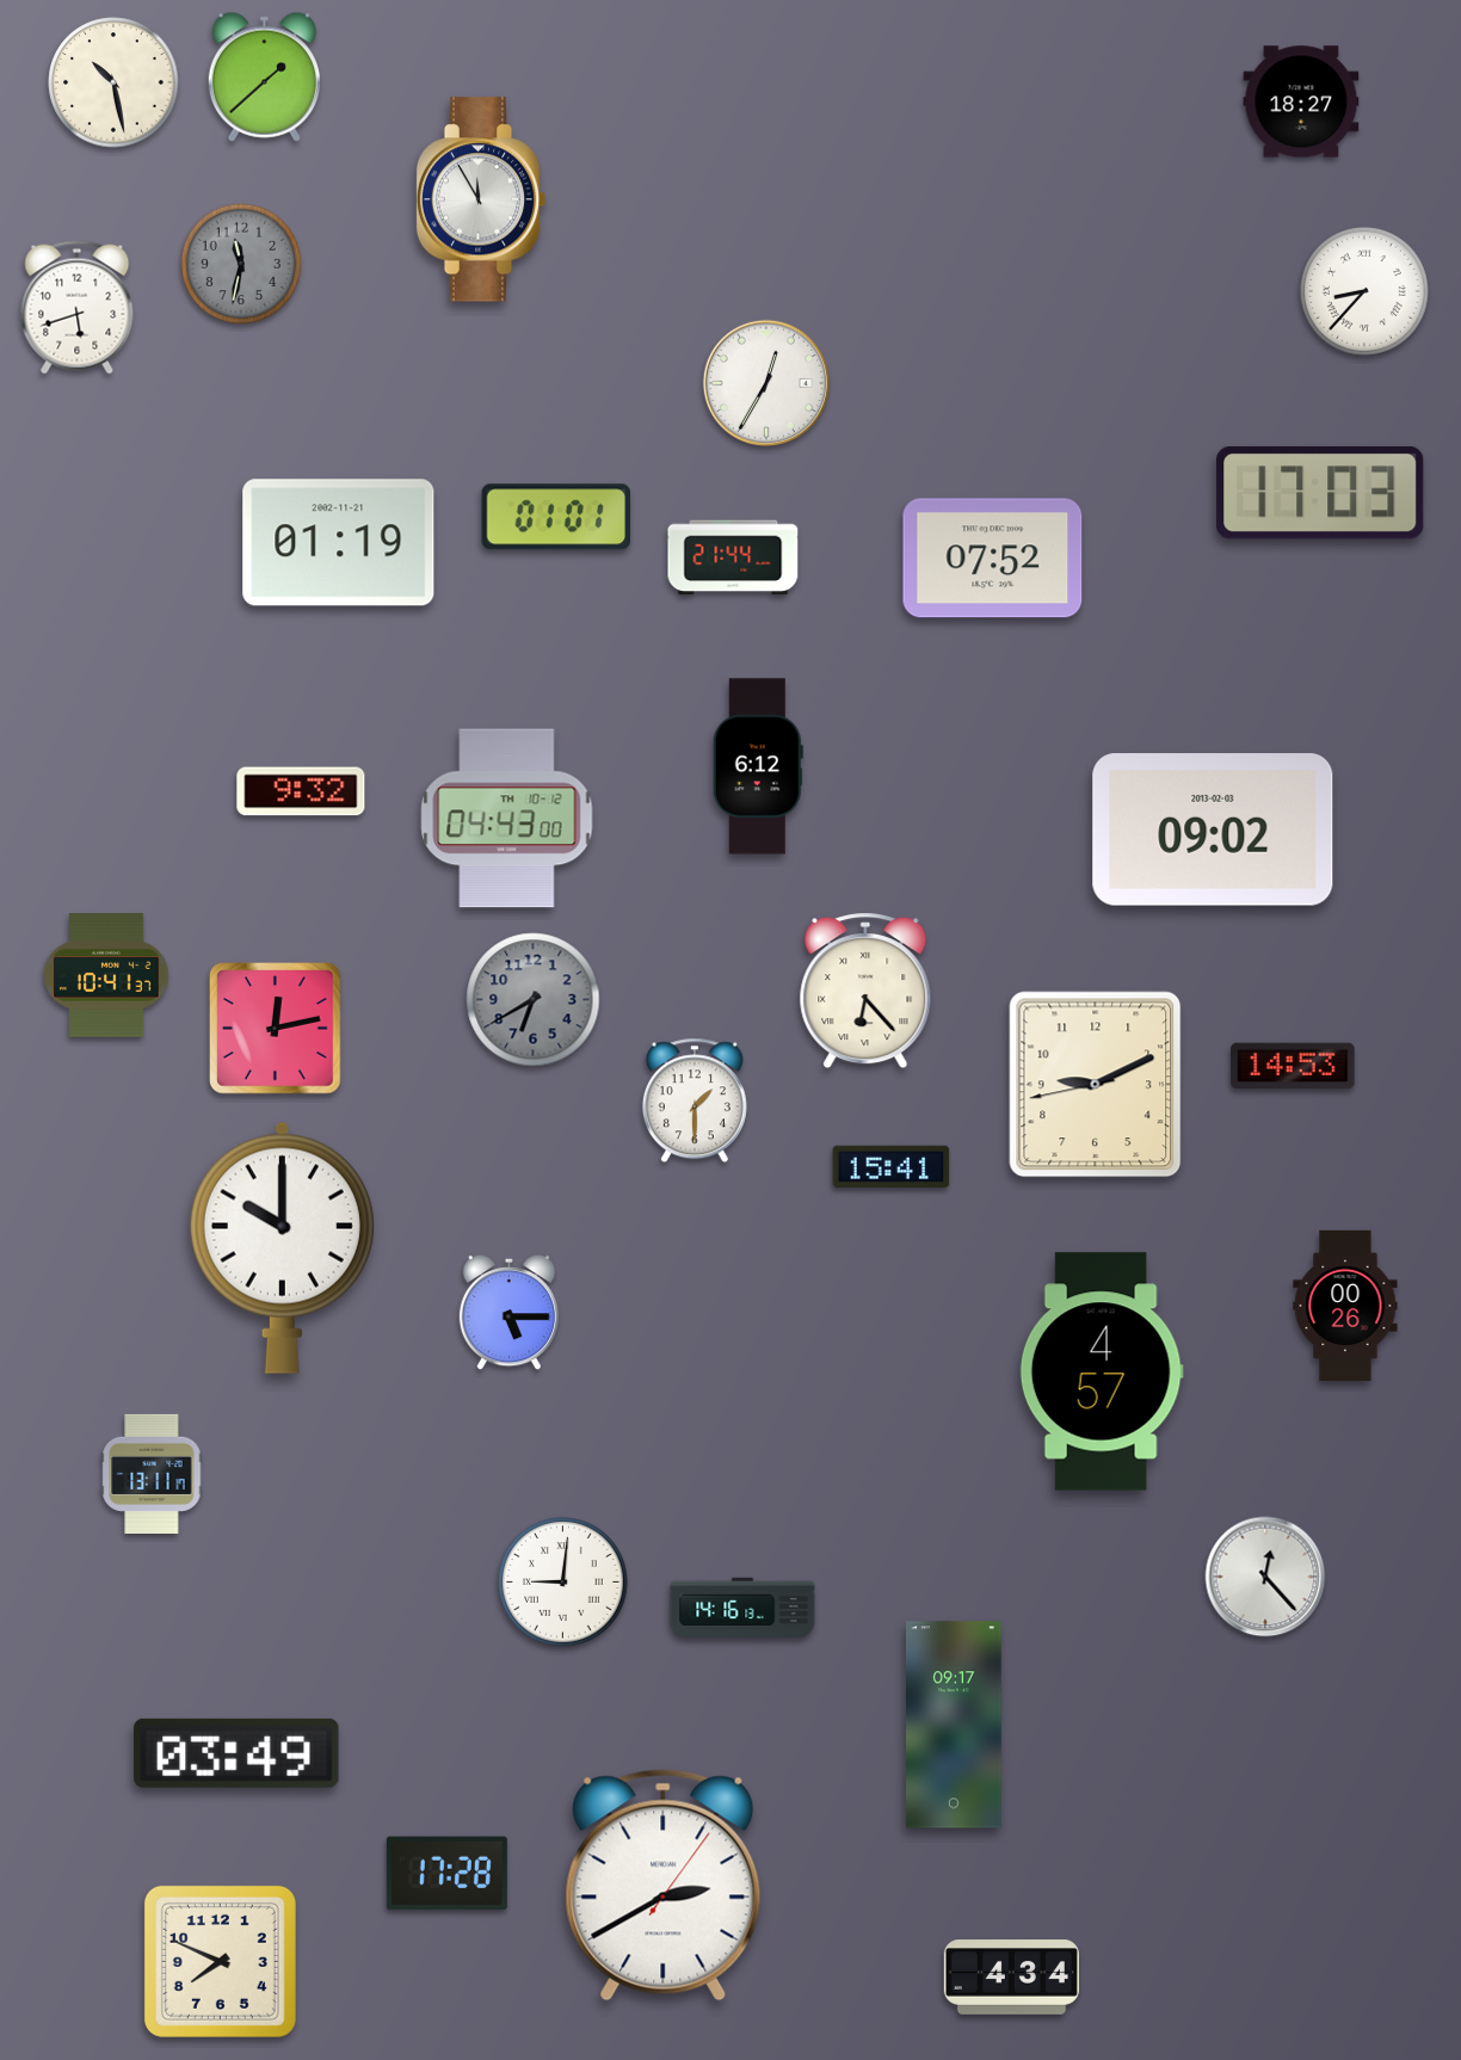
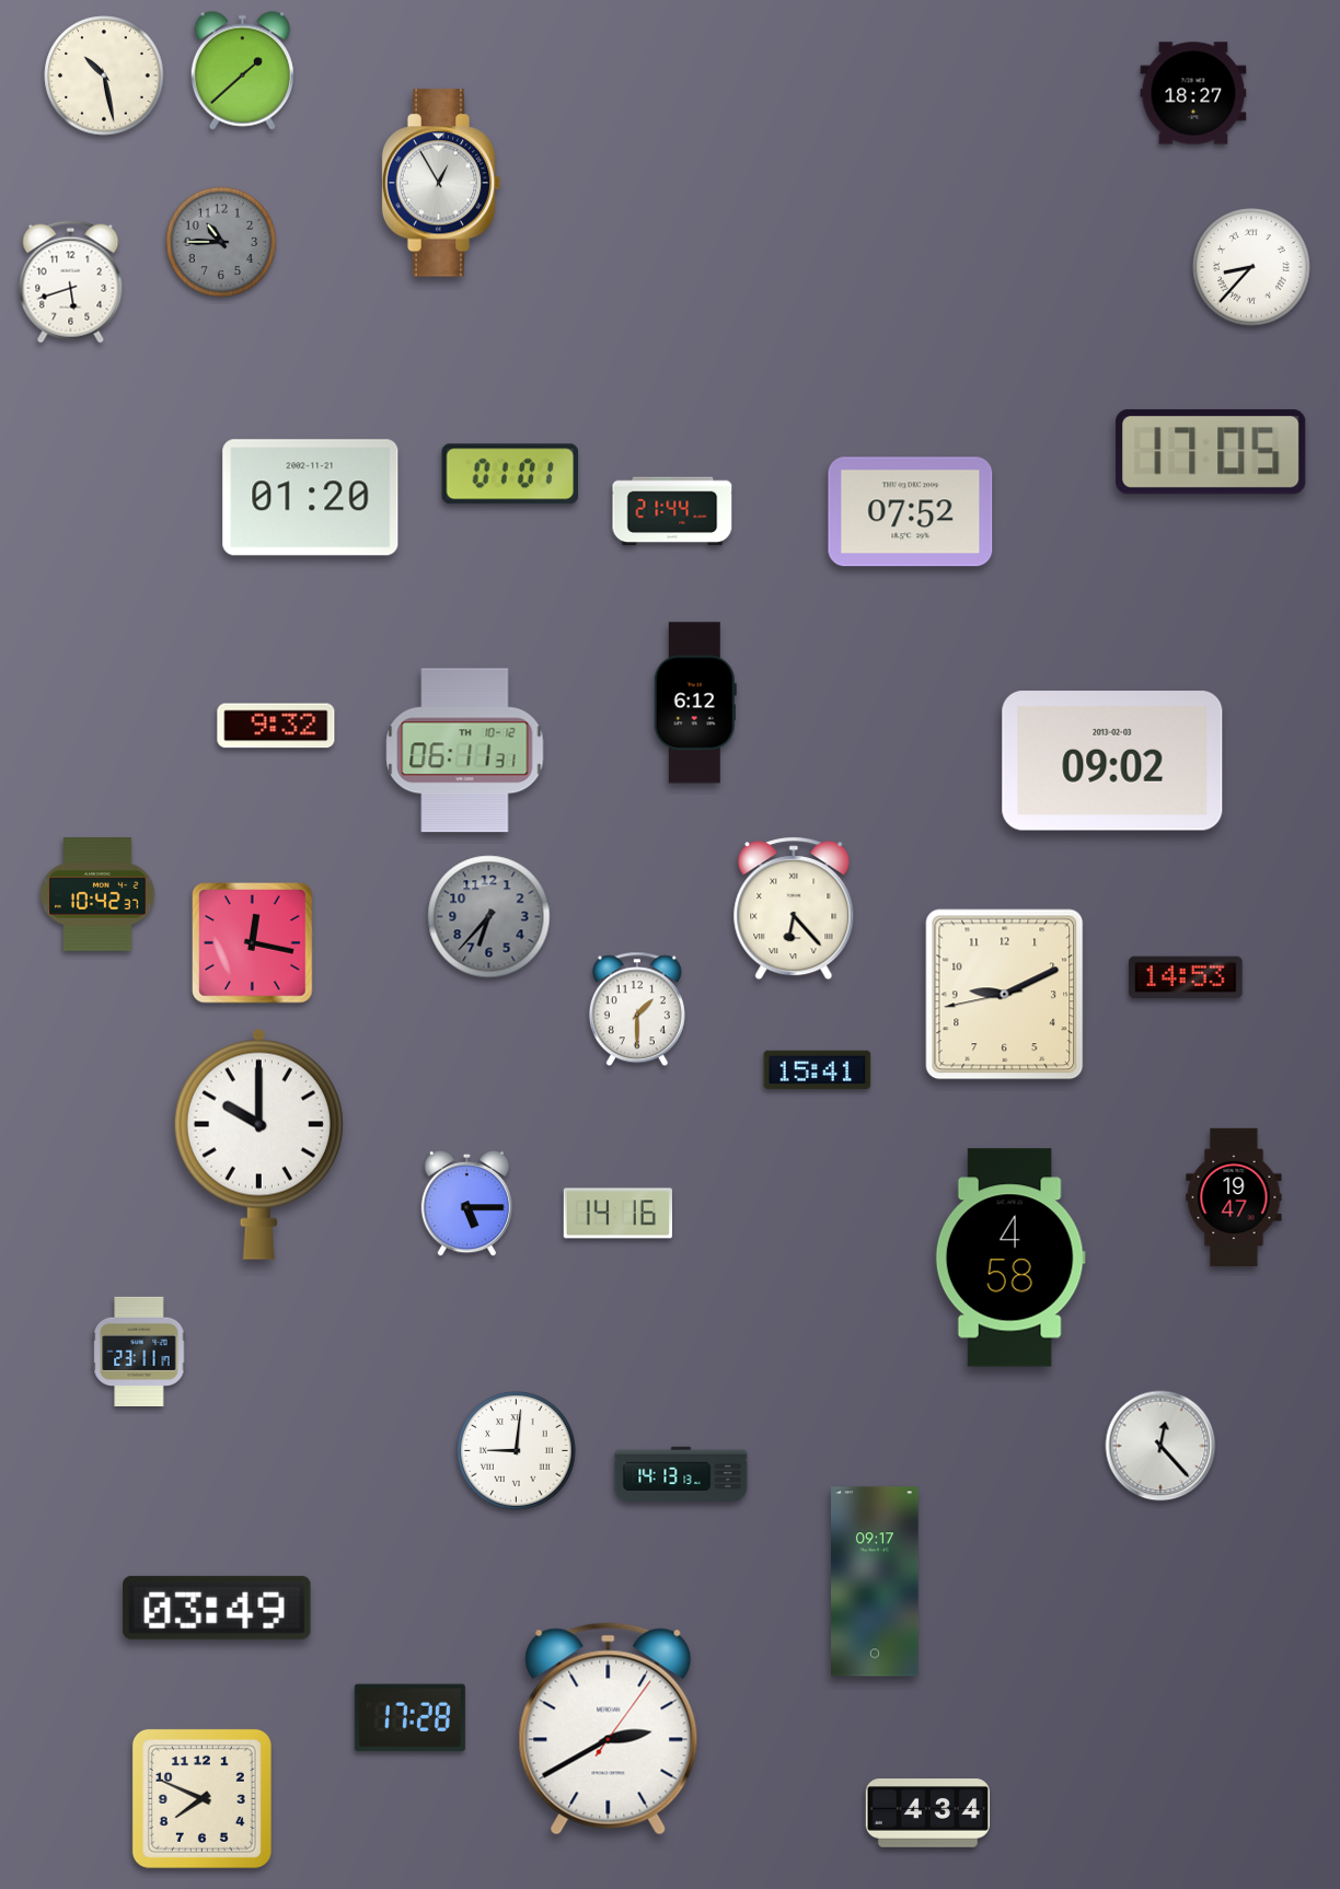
clock at (481, 199): 11:55 -> 12:55
clock at (241, 264): 11:32 -> 10:45
clock at (765, 382): 12:35 -> none
clock at (1320, 493): 17:03 -> 17:05
clock at (339, 543): 01:19 -> 01:20
clock at (507, 819): 04:43 -> 06:11
clock at (106, 975): 10:41 -> 10:42
clock at (534, 1000): 6:40 -> 6:37
clock at (276, 1029): 12:13 -> 12:17
clock at (1345, 1306): 00:26 -> 19:47
clock at (617, 1214): none -> 14:16
clock at (1102, 1371): 4:57 -> 4:58
clock at (152, 1474): 13:11 -> 23:11
clock at (742, 1606): 14:16 -> 14:13
